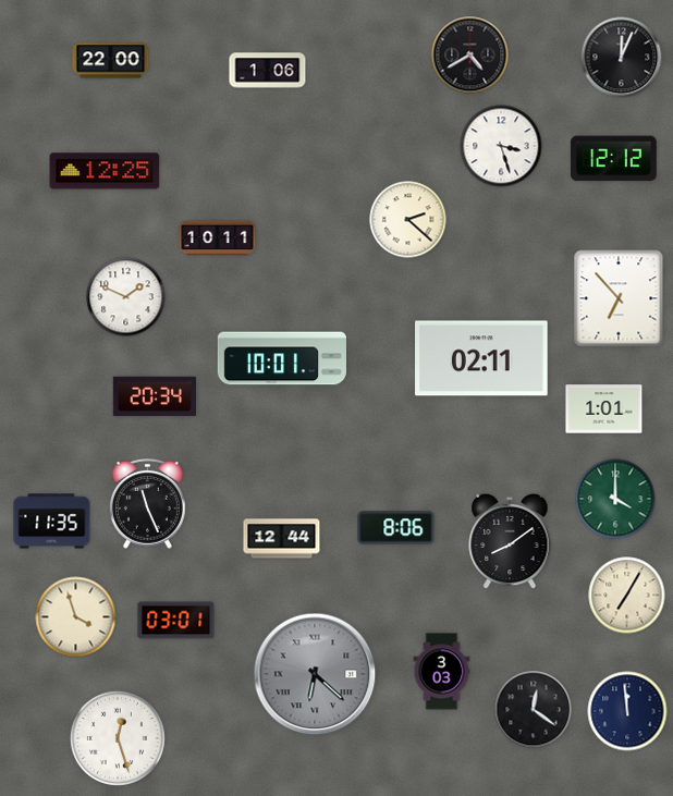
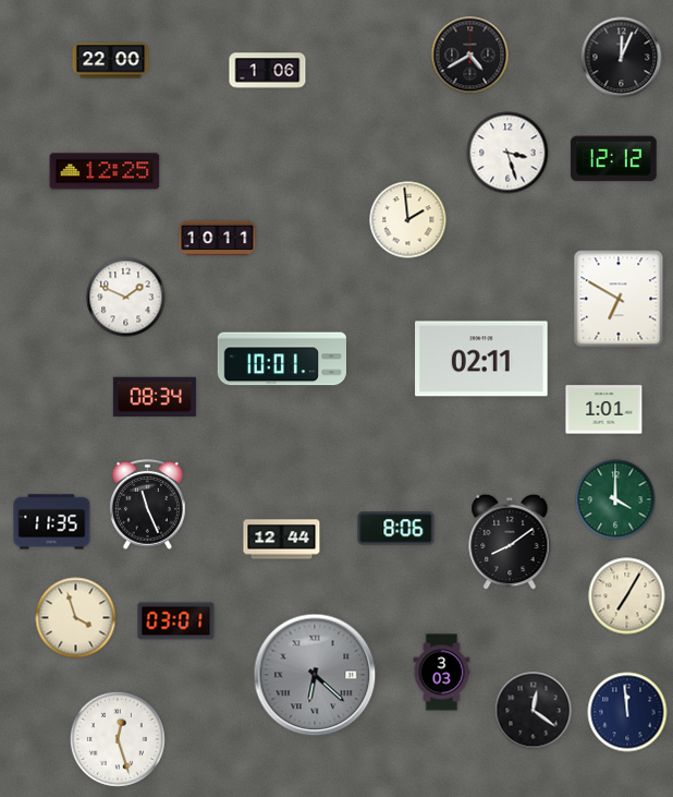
clock at (501, 146) position: (501, 146) -> (507, 153)
clock at (408, 220): 2:22 -> 1:59
clock at (619, 298): 6:53 -> 6:50
clock at (155, 396): 20:34 -> 08:34
